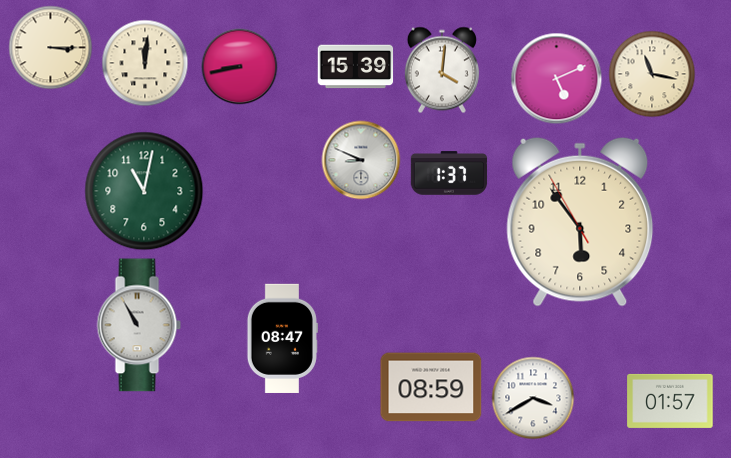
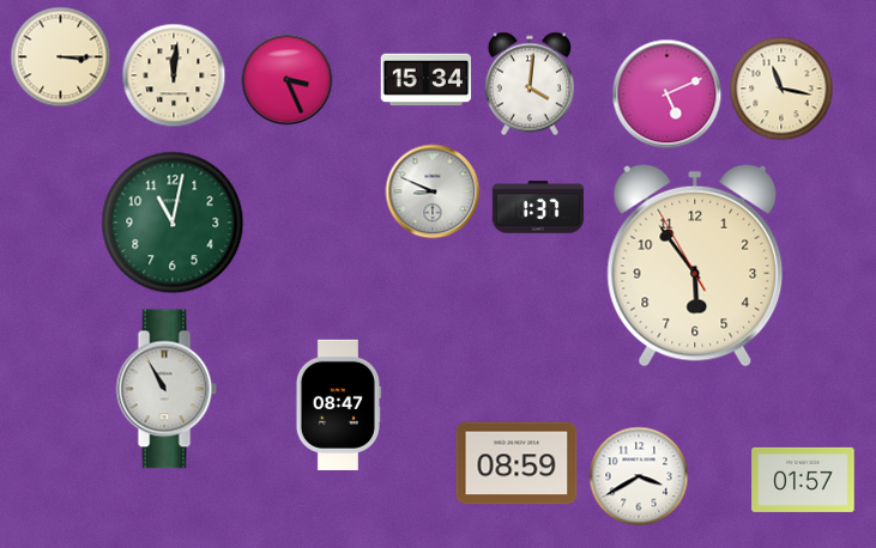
clock at (240, 67): 8:43 -> 3:26
clock at (356, 67): 15:39 -> 15:34
clock at (144, 191) position: (144, 191) -> (173, 223)
